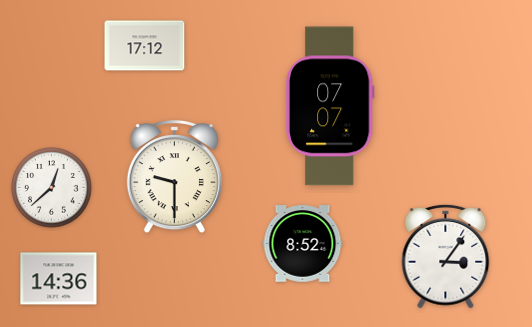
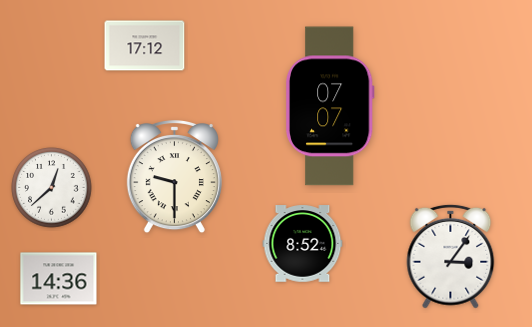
clock at (446, 256) position: (446, 256) -> (451, 256)
